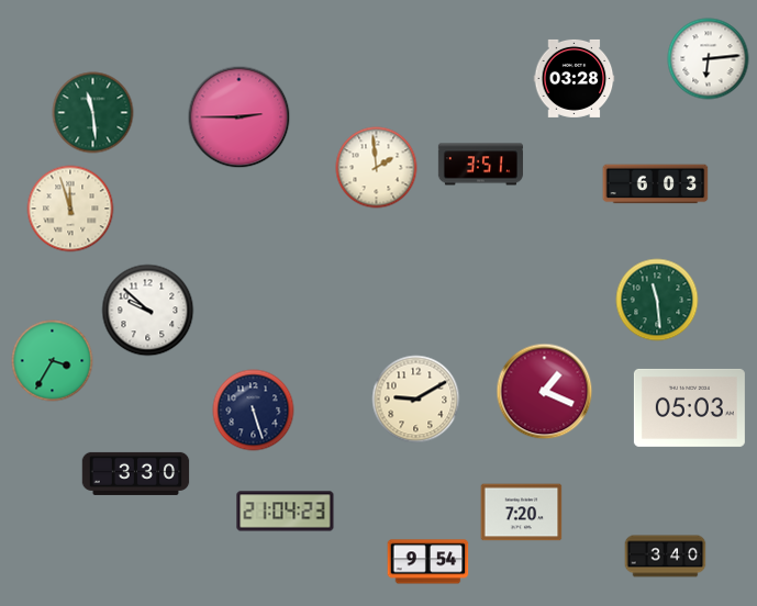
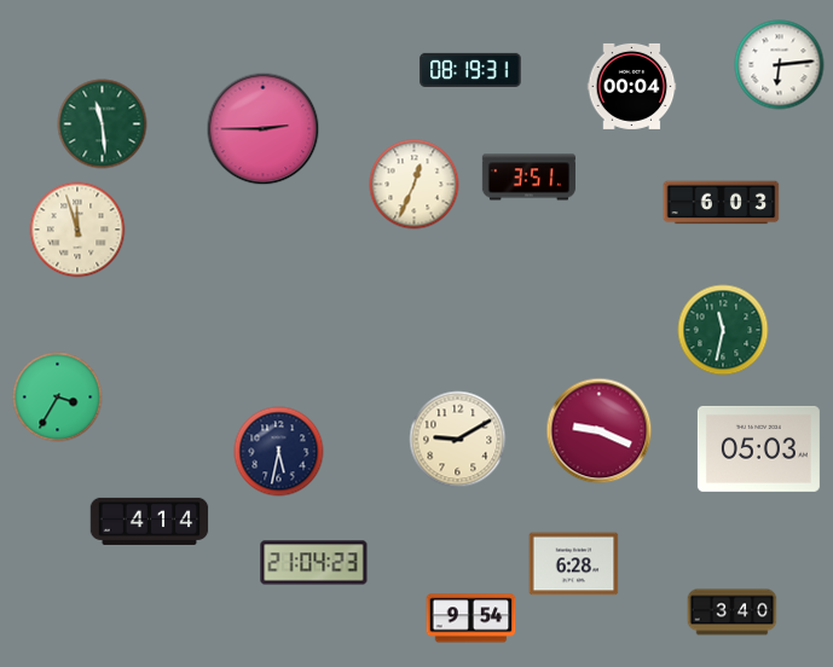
clock at (470, 70): none -> 08:19
clock at (575, 78): 03:28 -> 00:04
clock at (480, 165) position: (480, 165) -> (528, 178)
clock at (377, 168): 1:59 -> 12:34
clock at (657, 300): 11:29 -> 11:32
clock at (148, 311): 9:52 -> none
clock at (545, 392): 1:19 -> 9:19
clock at (254, 411): 5:27 -> 5:32
clock at (136, 473): 3:30 -> 4:14
clock at (522, 513): 7:20 -> 6:28
